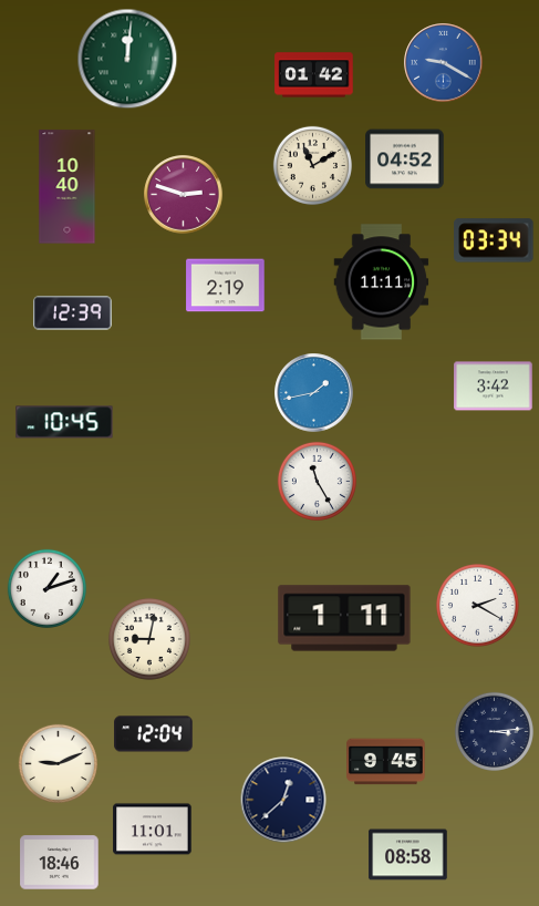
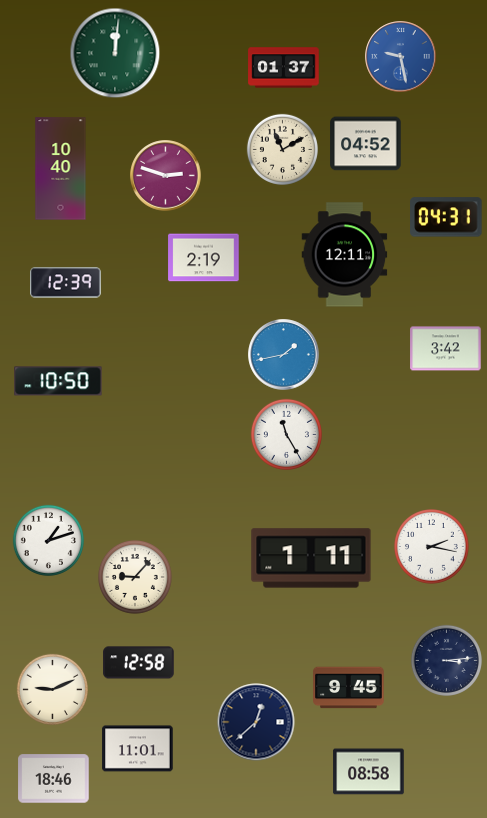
clock at (444, 63): 9:20 -> 9:28
clock at (314, 75): 01:42 -> 01:37
clock at (494, 240): 03:34 -> 04:31
clock at (382, 282): 11:11 -> 12:11
clock at (64, 422): 10:45 -> 10:50
clock at (46, 588) position: (46, 588) -> (48, 540)
clock at (478, 606): 2:20 -> 2:17
clock at (149, 639): 9:02 -> 9:07
clock at (154, 734): 12:04 -> 12:58
